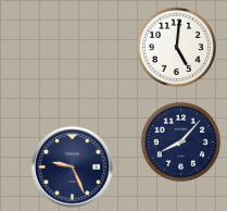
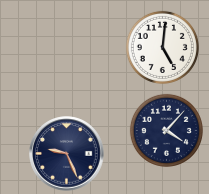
clock at (176, 47) position: (176, 47) -> (162, 47)
clock at (180, 141): 8:07 -> 4:07
